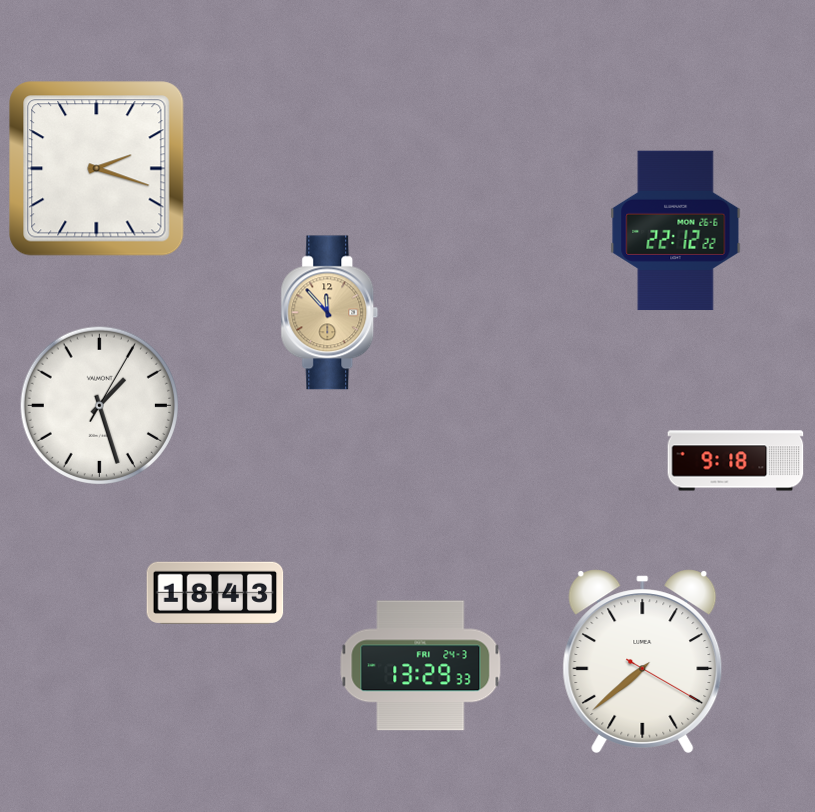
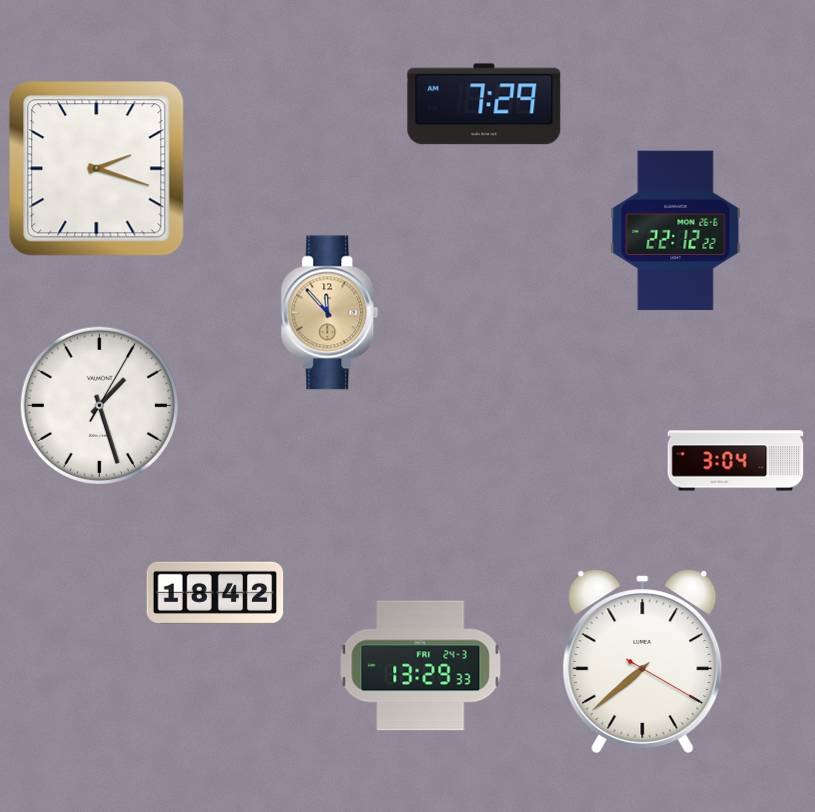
clock at (484, 104): none -> 7:29
clock at (736, 461): 9:18 -> 3:04
clock at (215, 592): 18:43 -> 18:42
